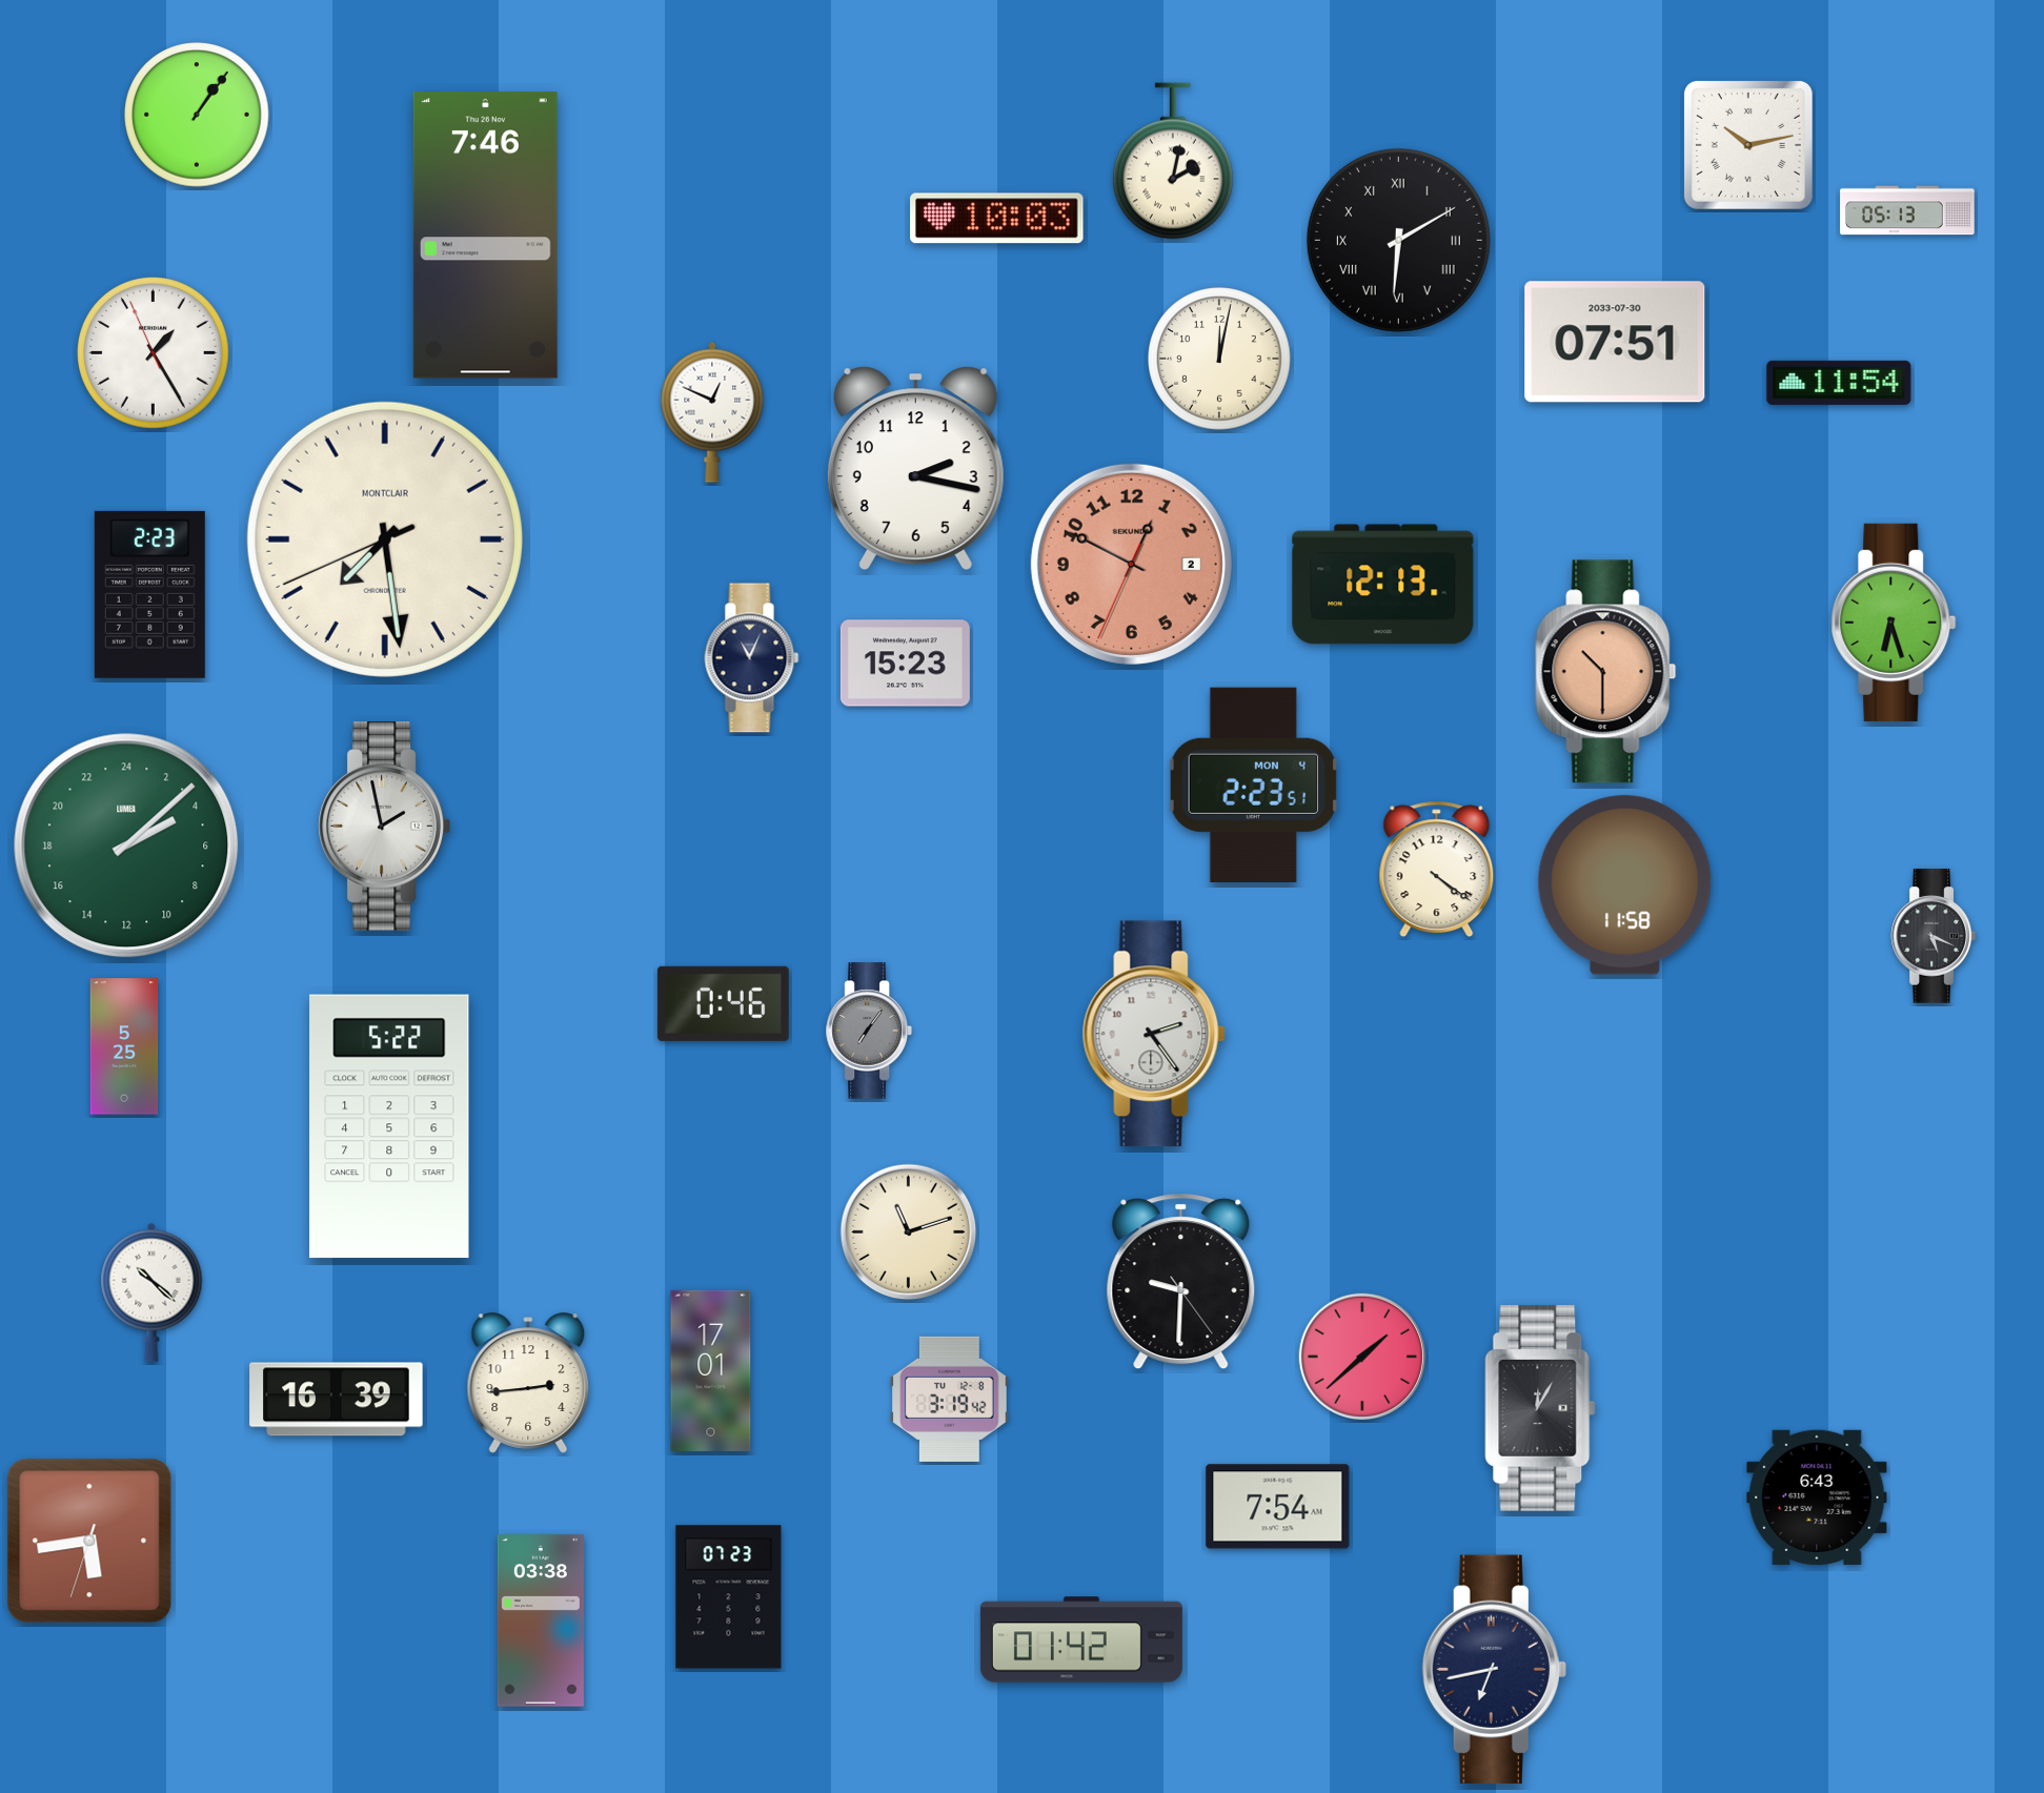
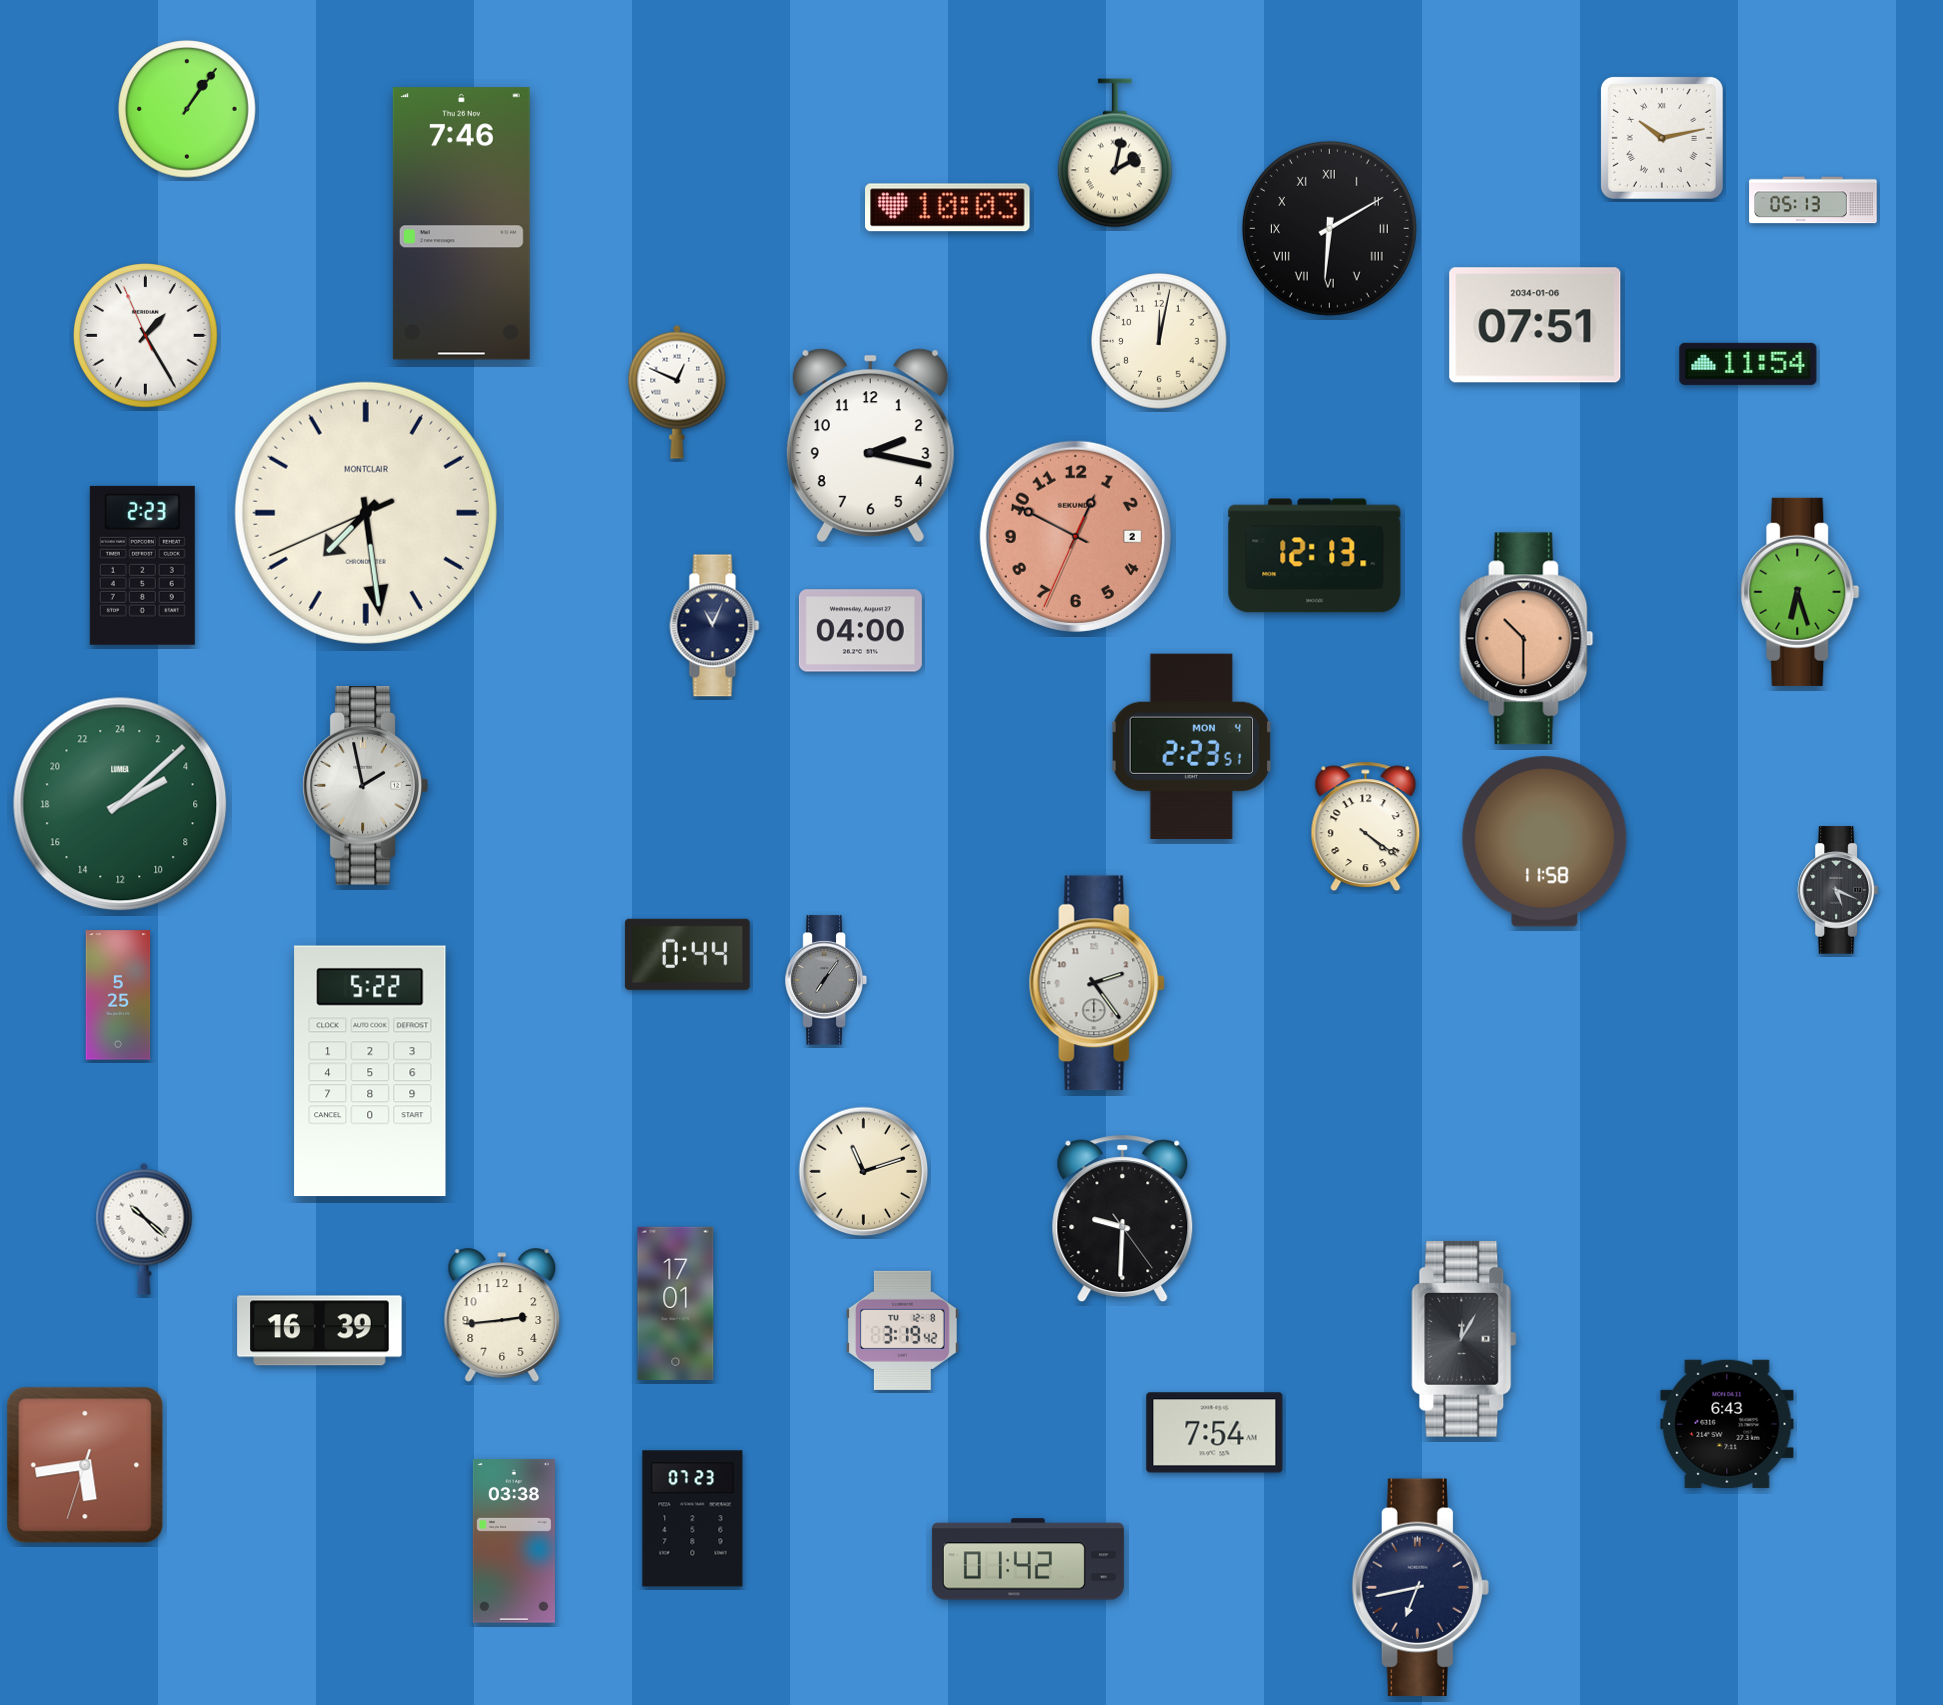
clock at (1615, 342) date: 2033-07-30 -> 2034-01-06
clock at (905, 664): 15:23 -> 04:00
clock at (723, 1003): 0:46 -> 0:44
clock at (1361, 1356): 1:38 -> none
